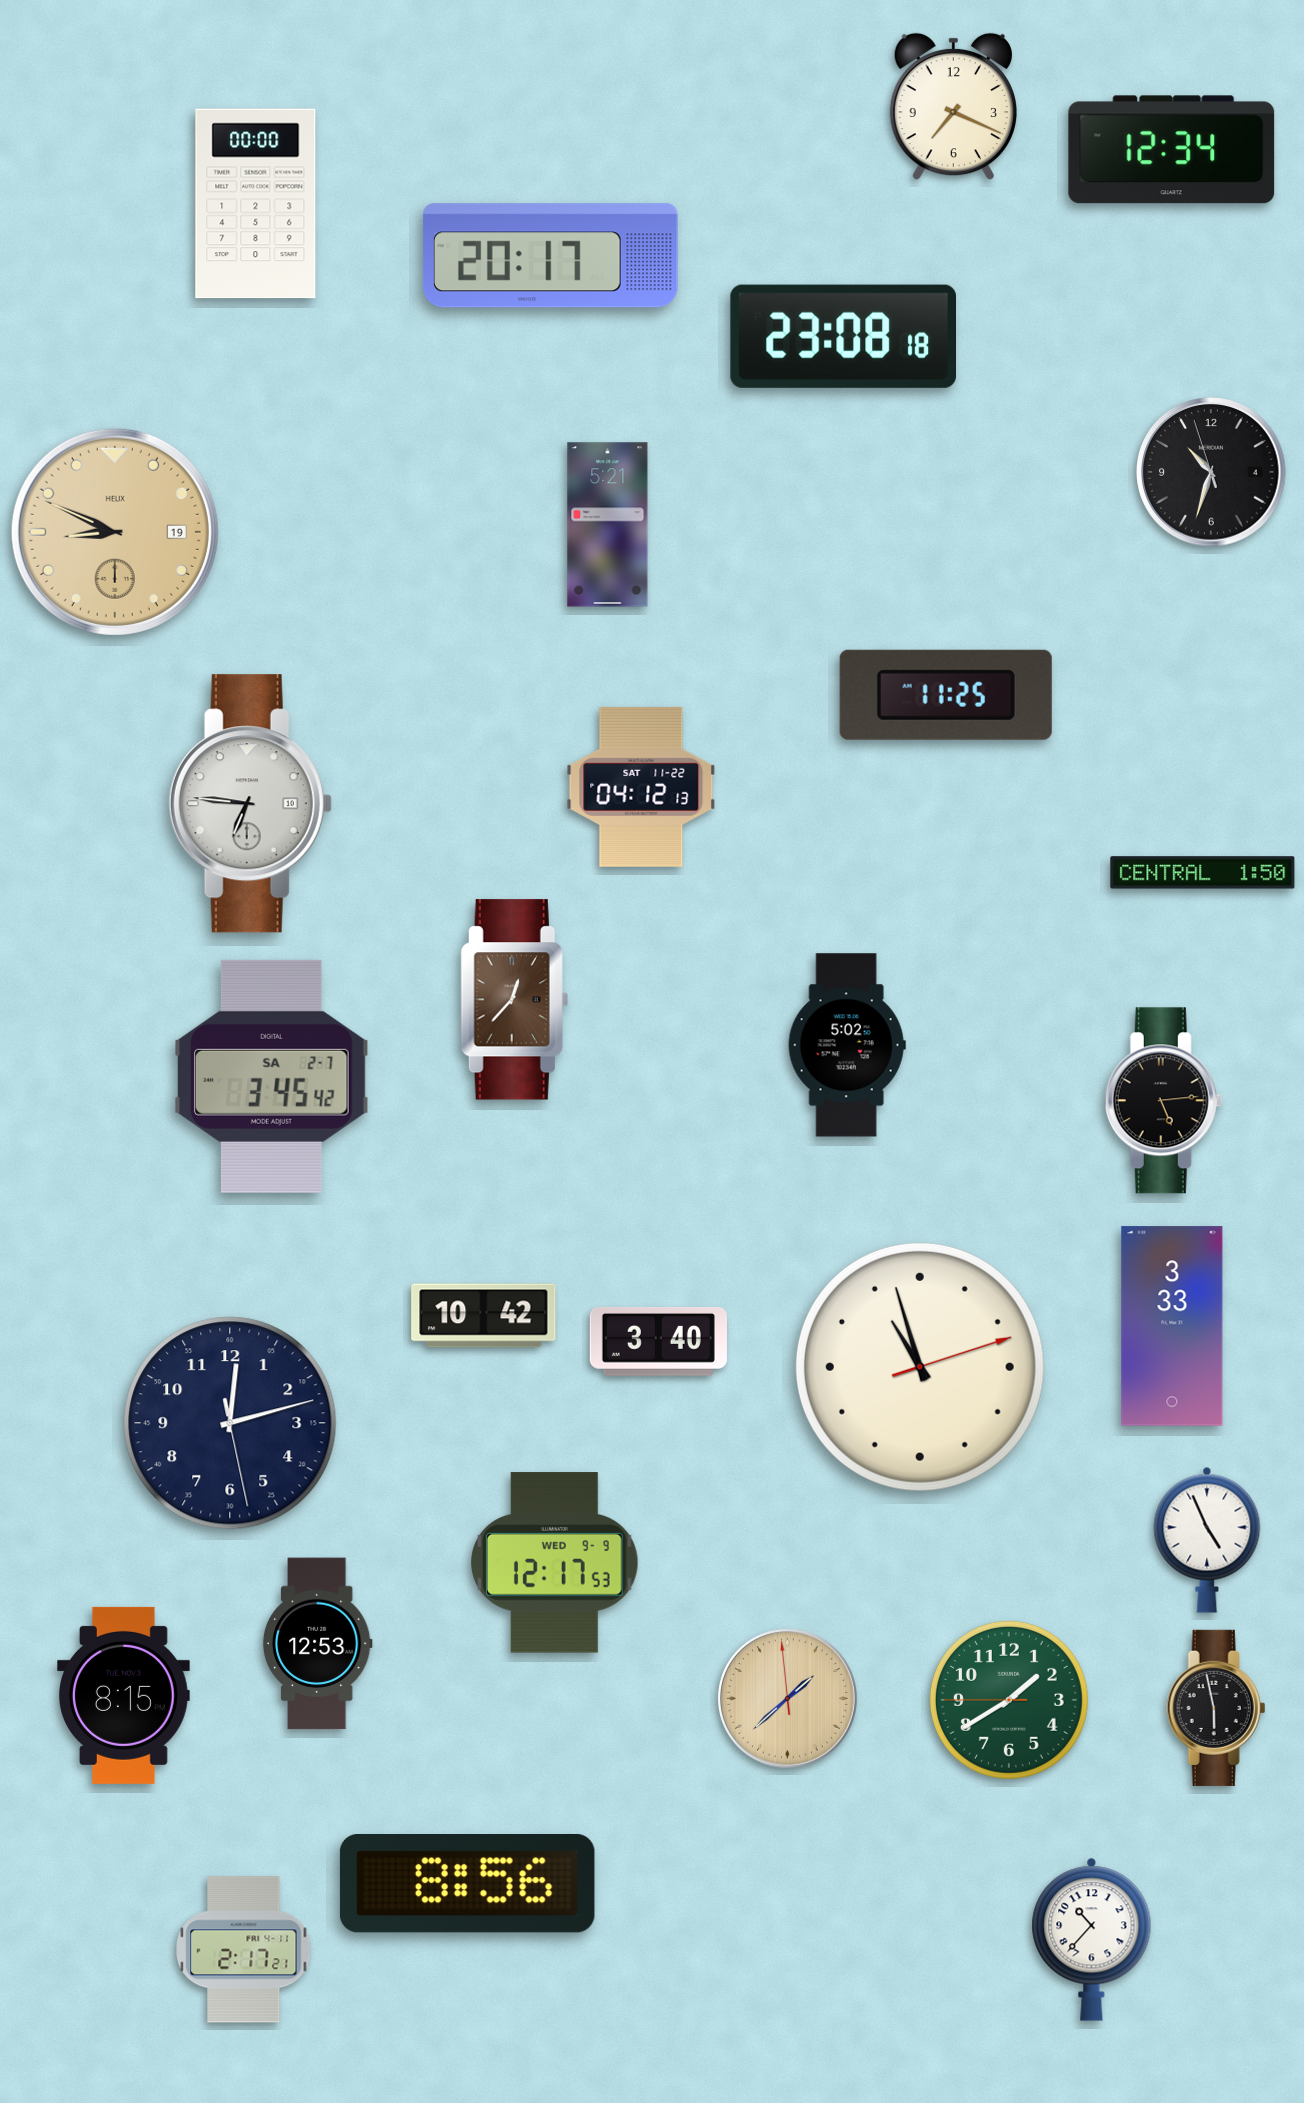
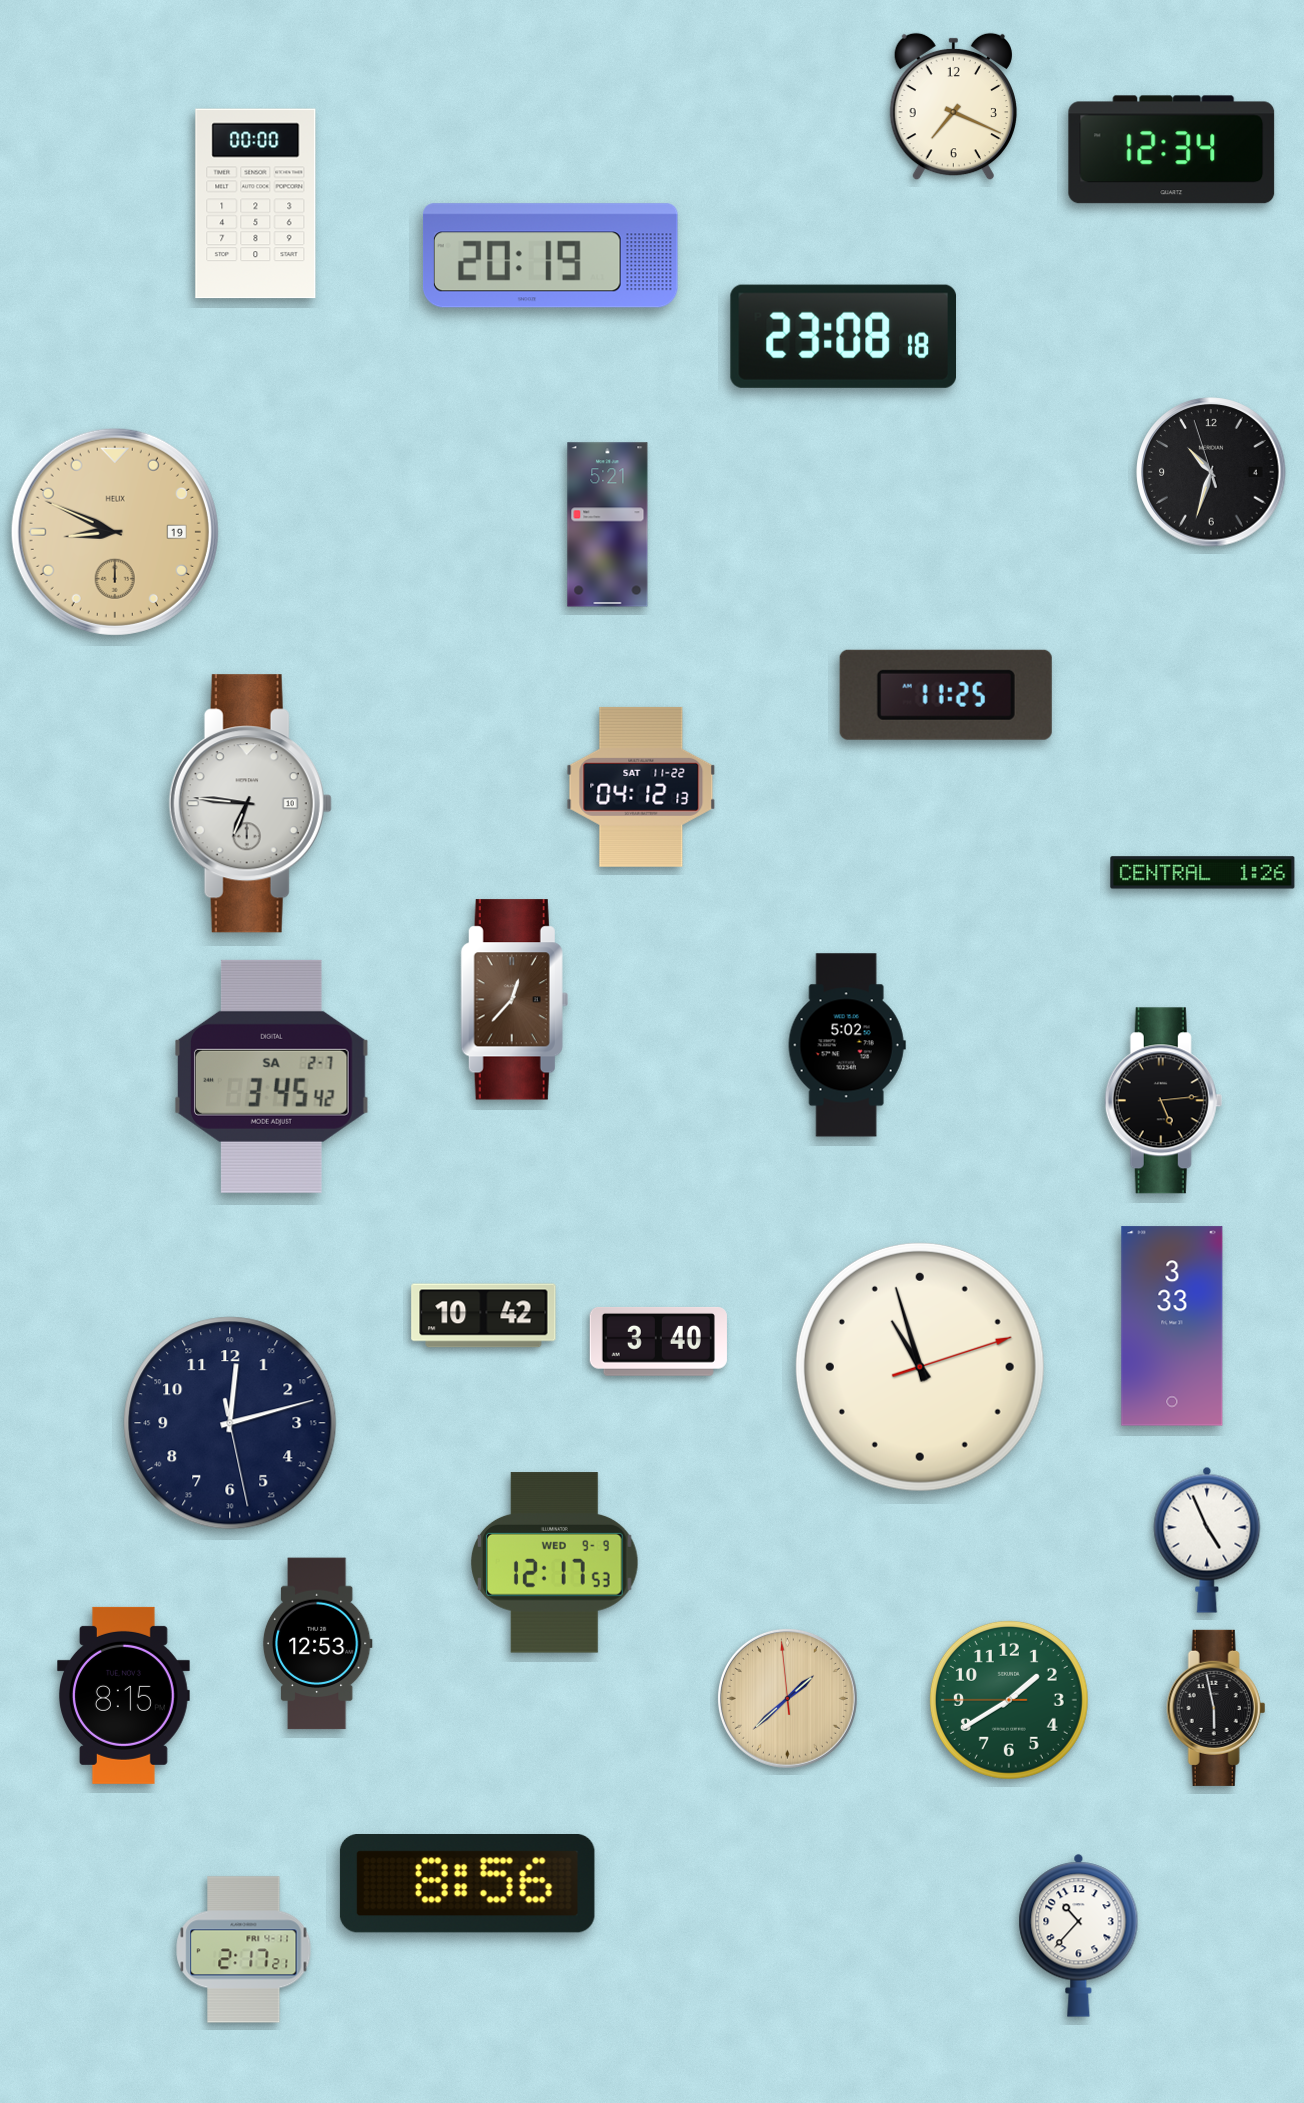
clock at (551, 256): 20:17 -> 20:19
clock at (1203, 873): 1:50 -> 1:26
clock at (1092, 1939) position: (1092, 1939) -> (1079, 1935)
